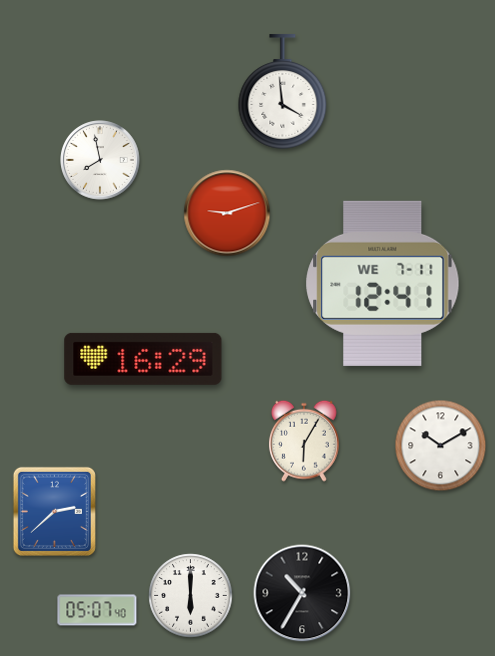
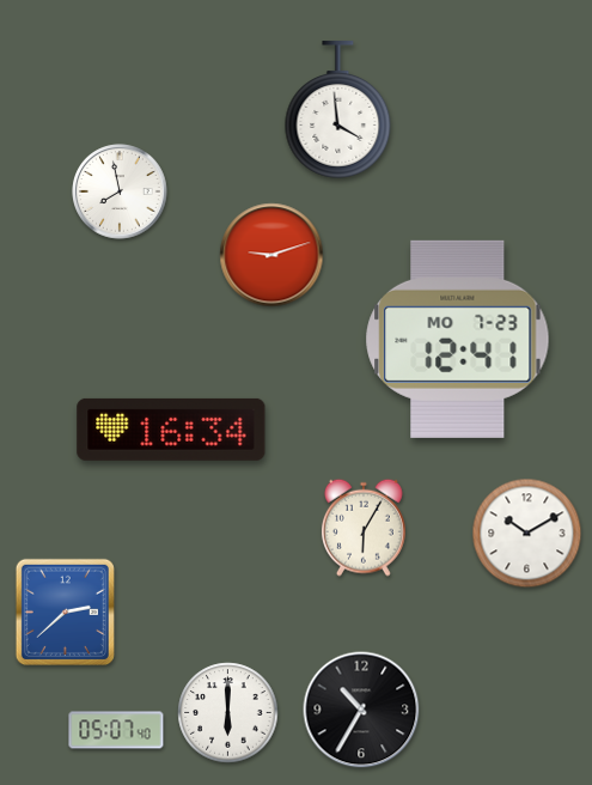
clock at (383, 283) date: WE 7-11 -> MO 7-23
clock at (143, 359): 16:29 -> 16:34
